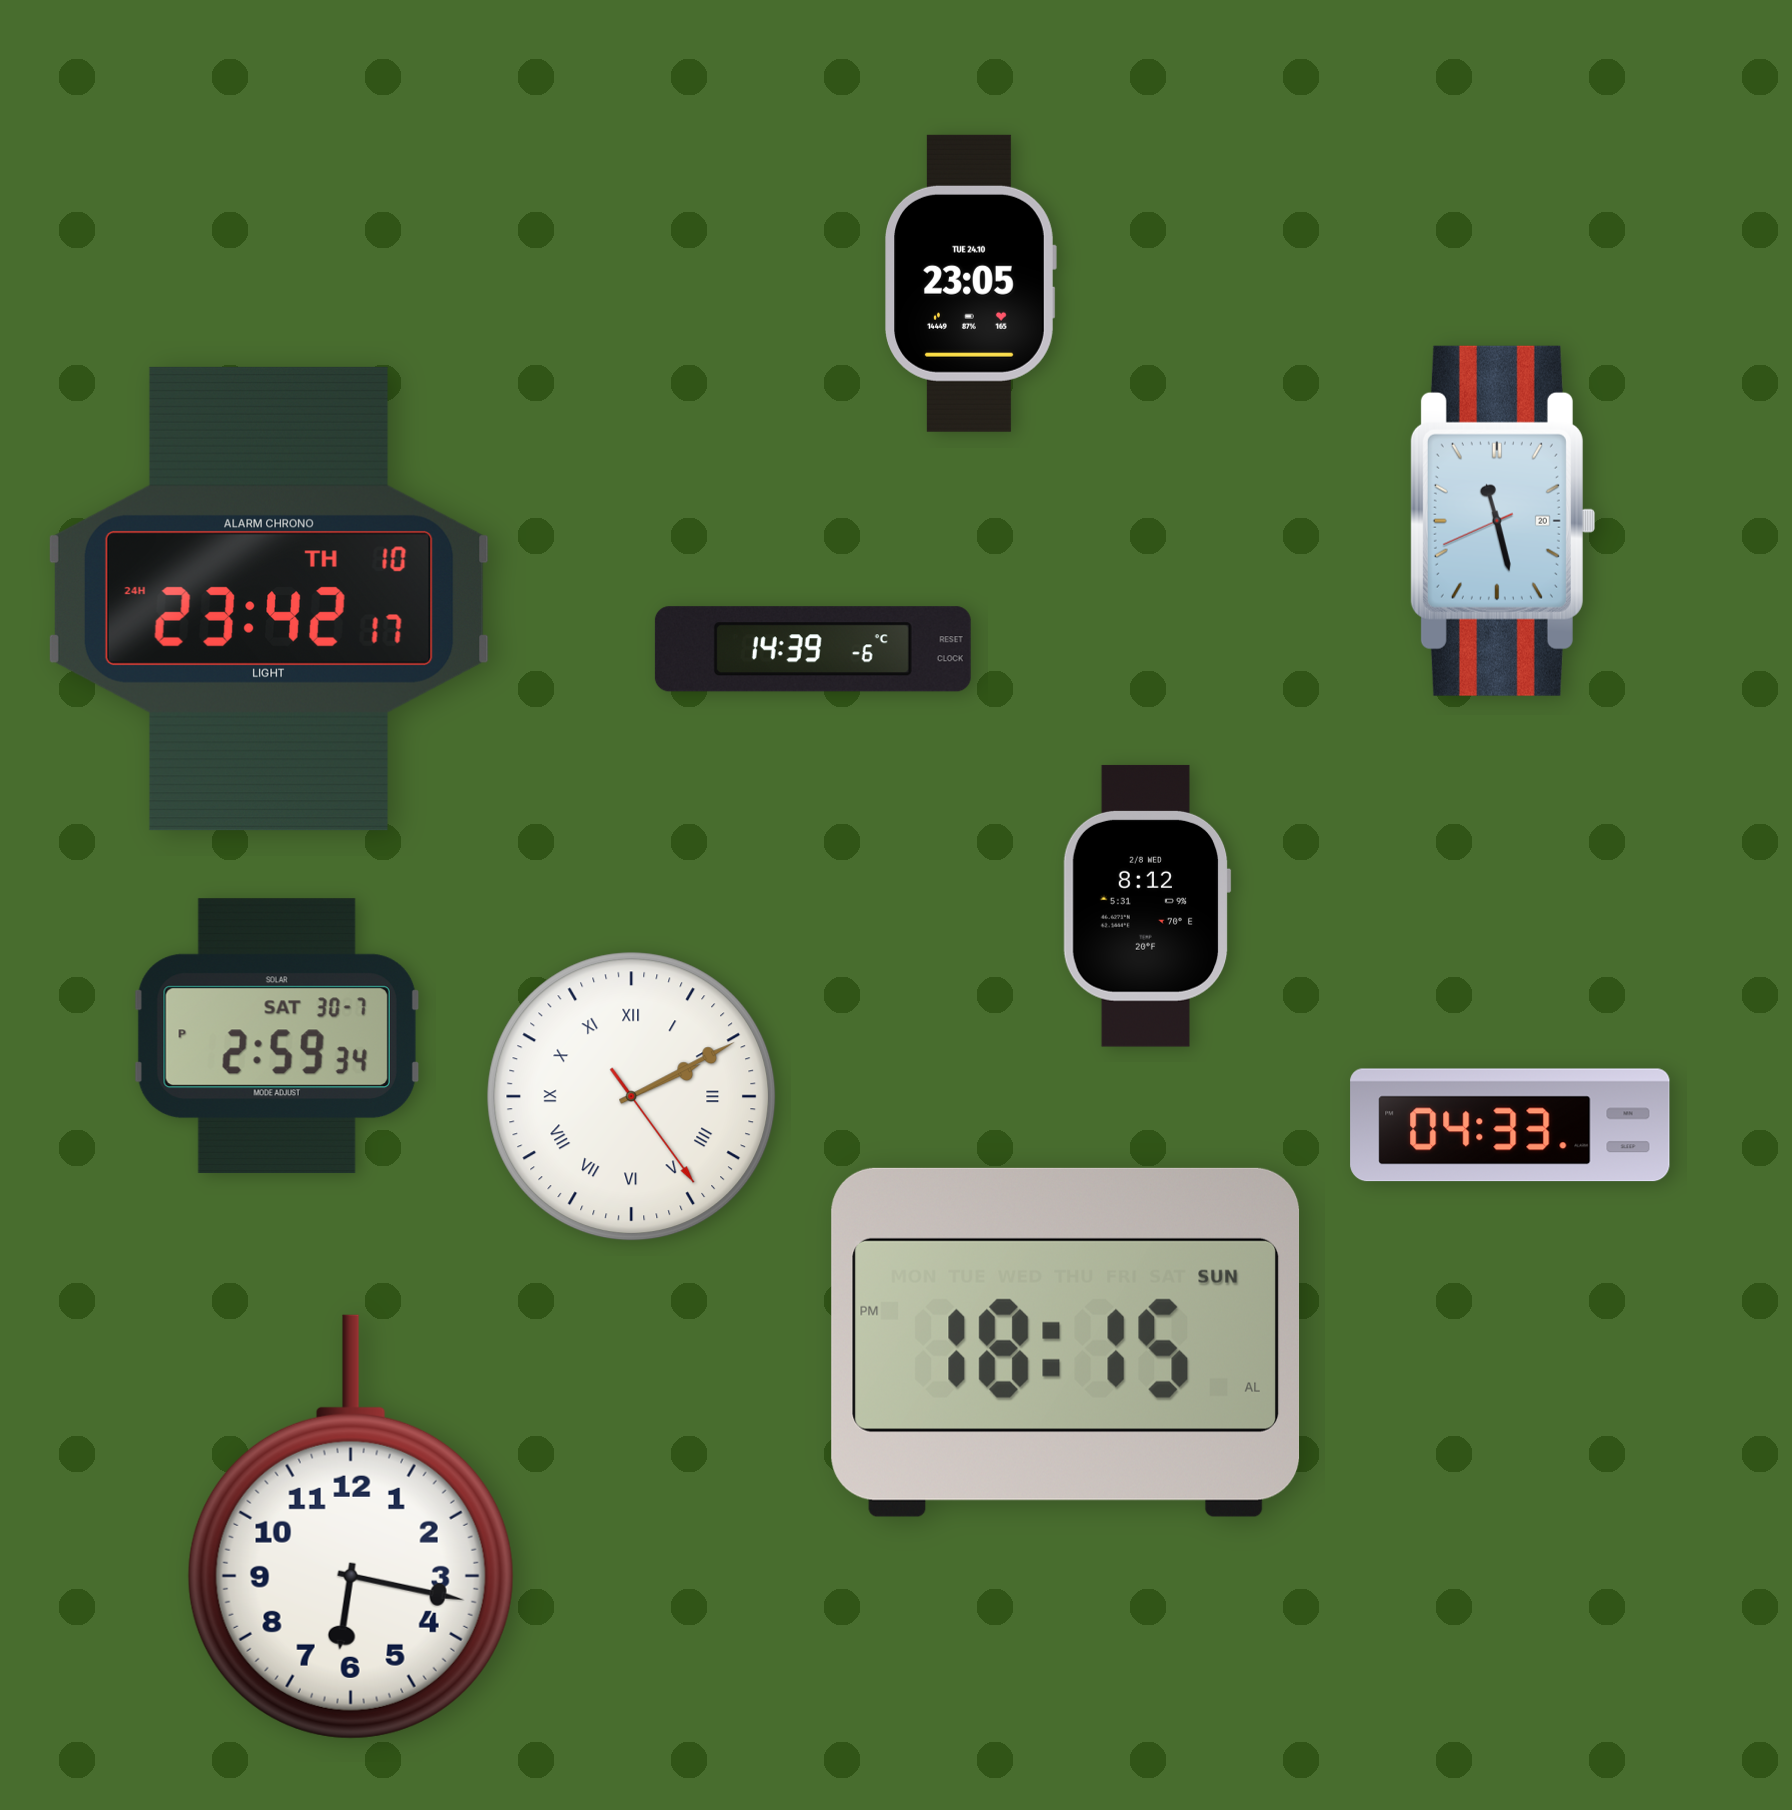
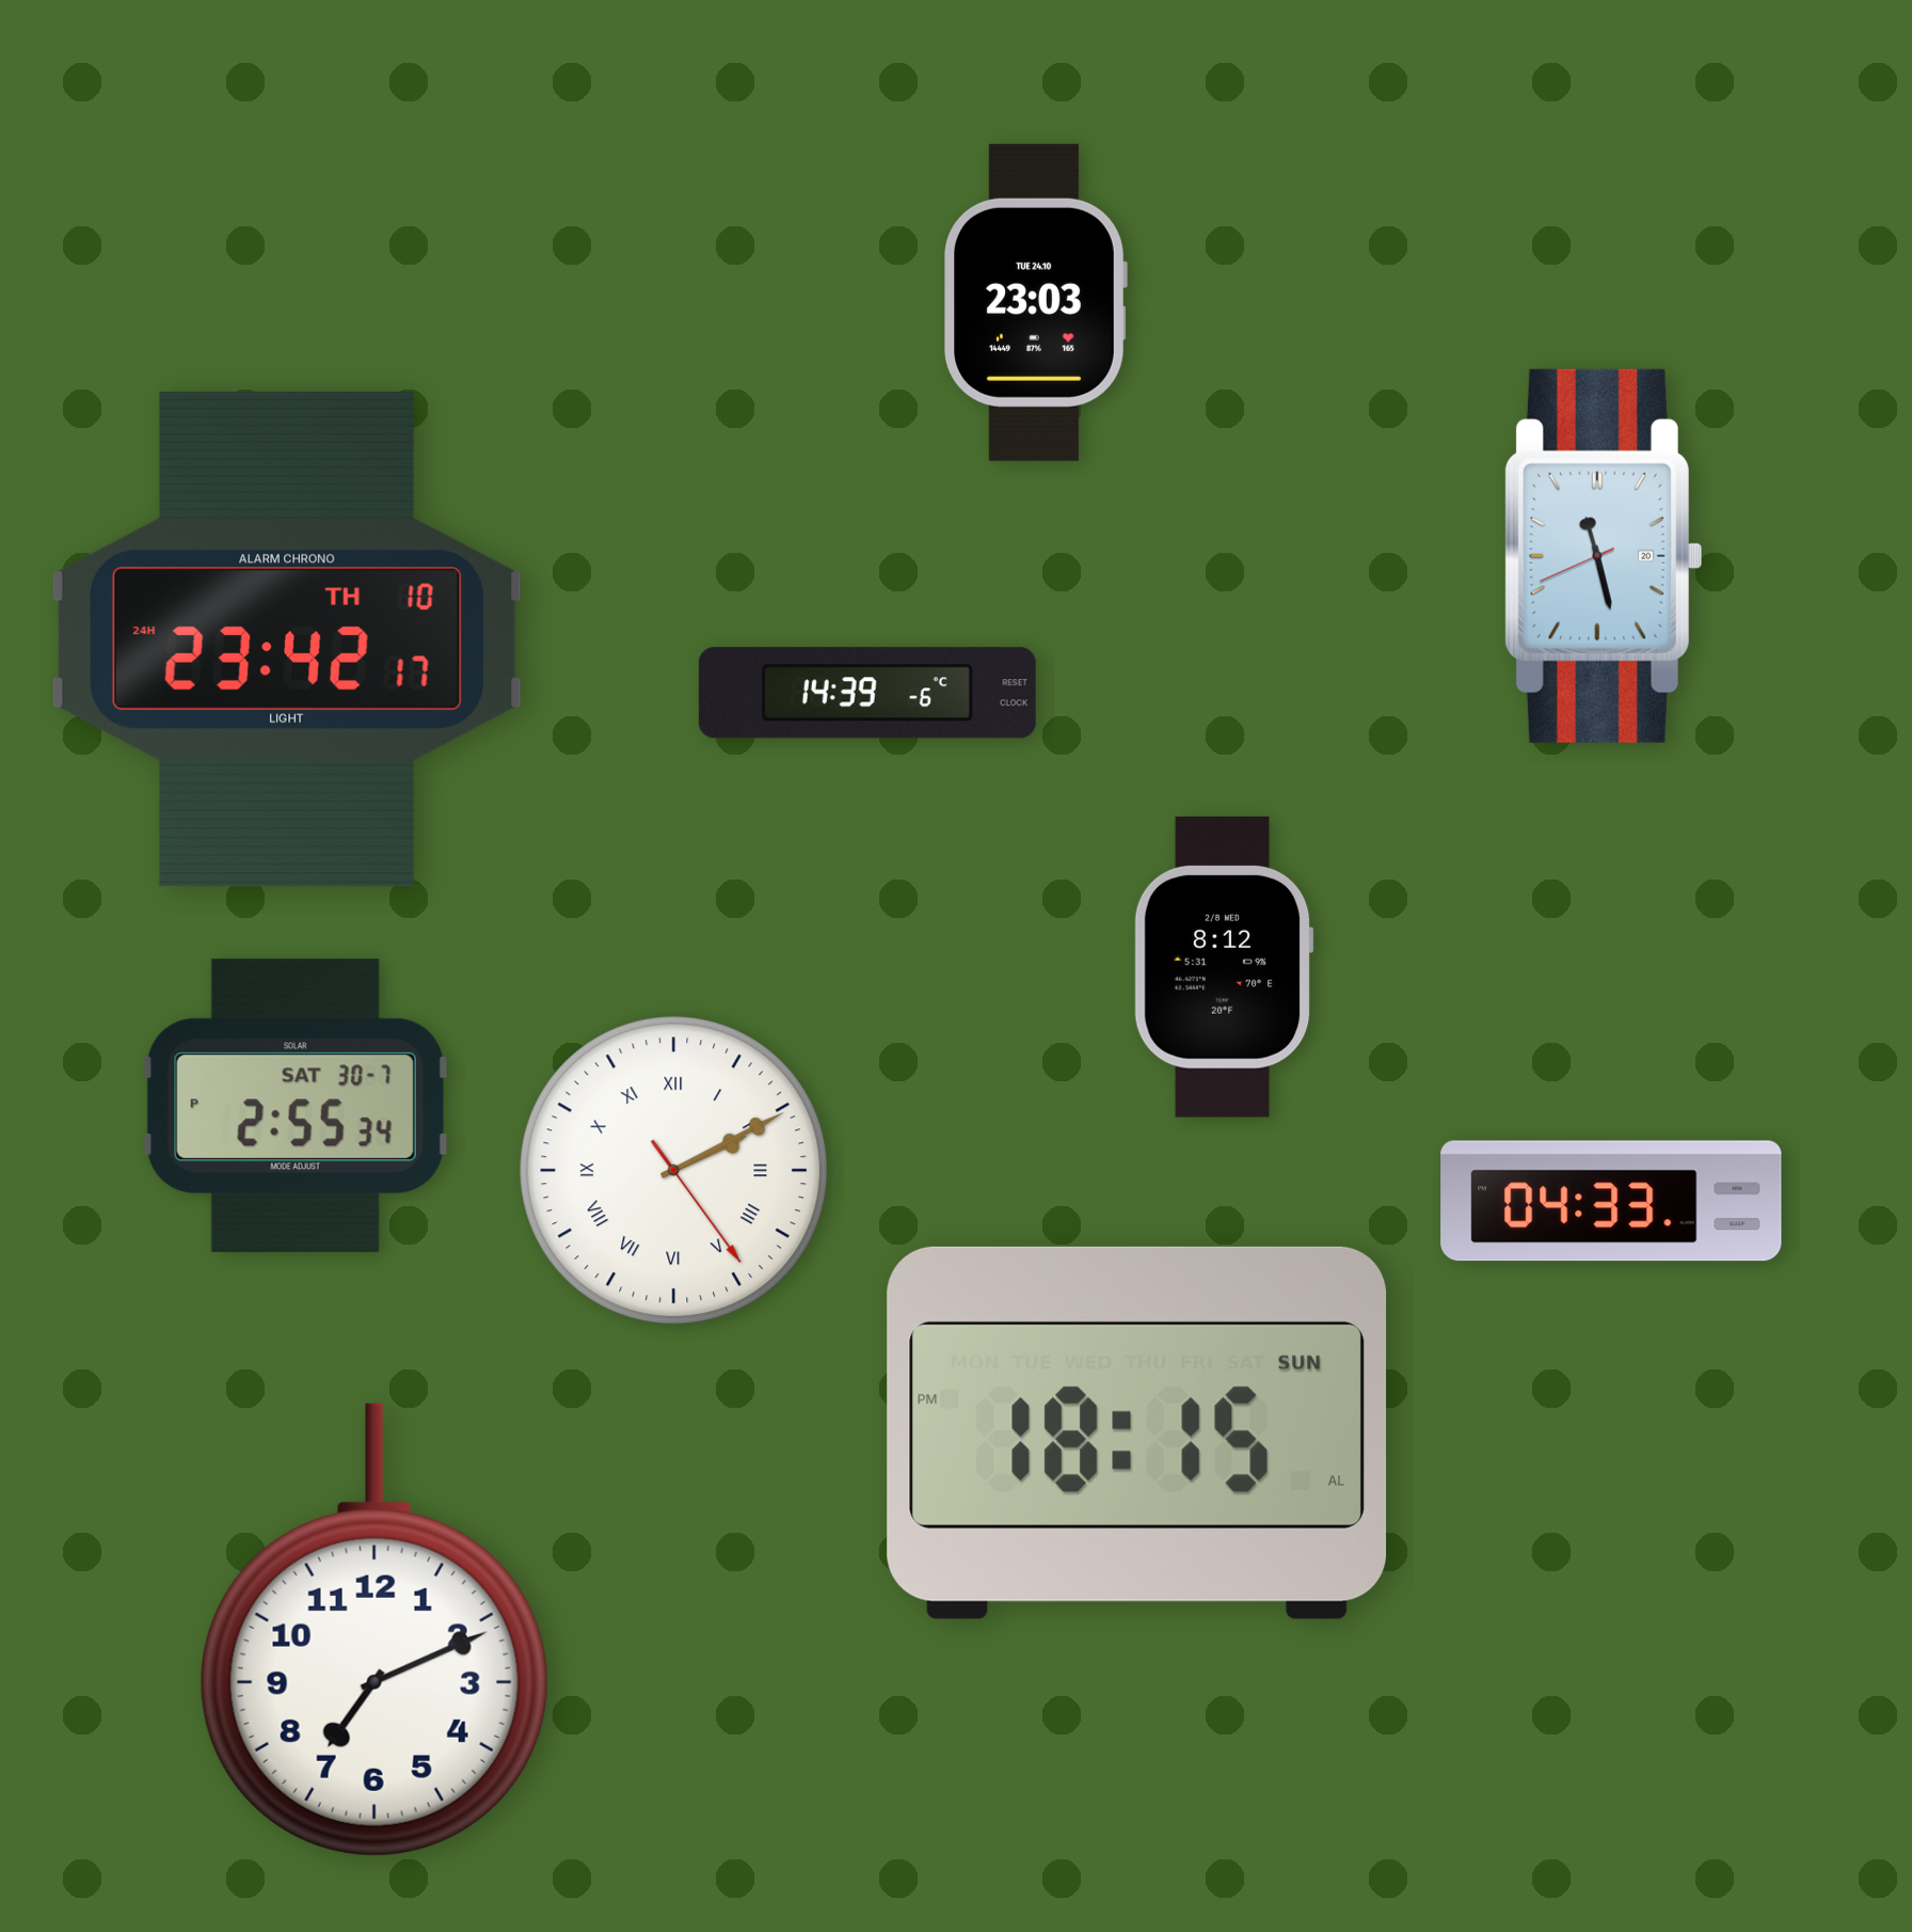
clock at (970, 283): 23:05 -> 23:03
clock at (277, 1036): 2:59 -> 2:55
clock at (351, 1527): 6:17 -> 7:11
